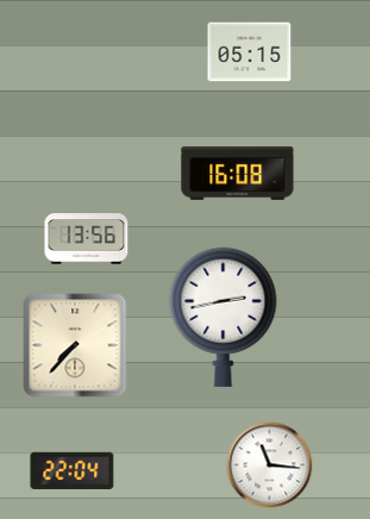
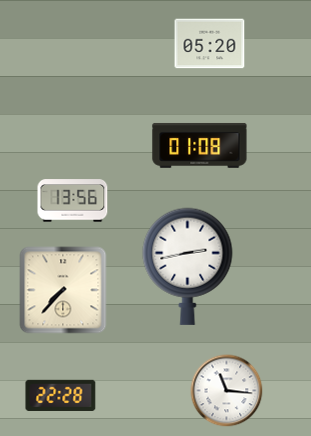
clock at (250, 52): 05:15 -> 05:20
clock at (238, 173): 16:08 -> 01:08
clock at (73, 470): 22:04 -> 22:28
